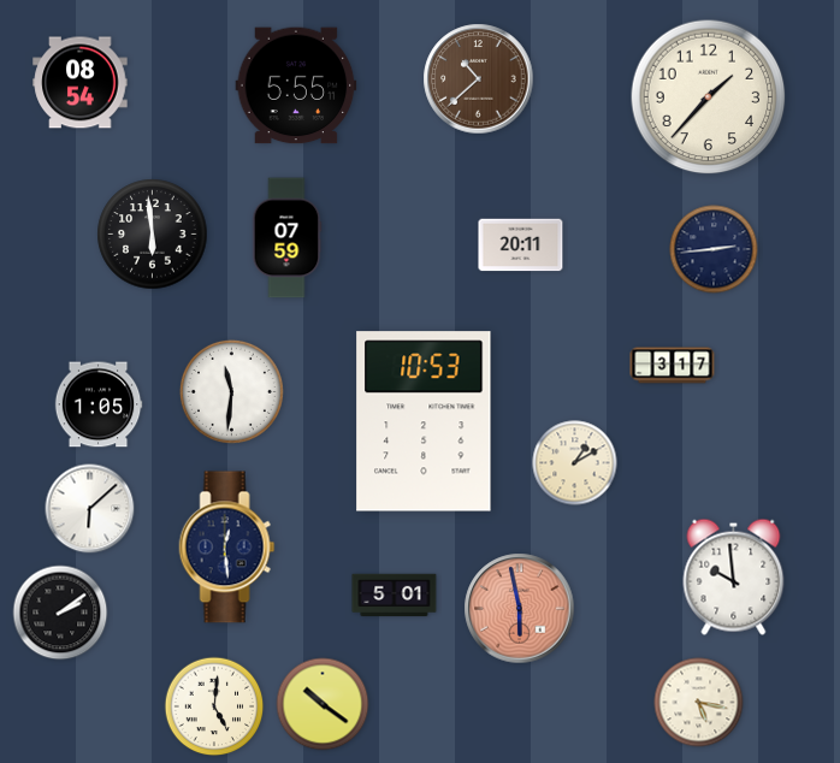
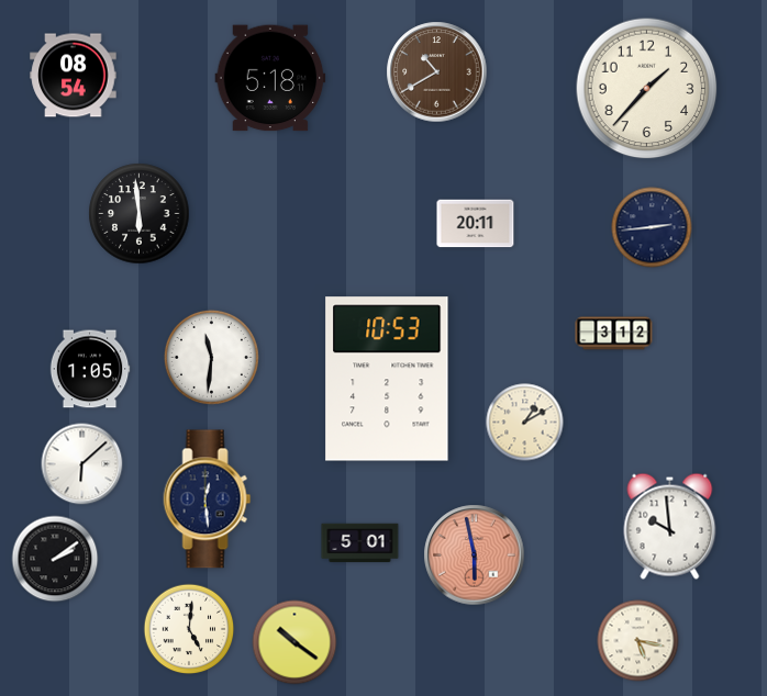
clock at (479, 79): 10:38 -> 10:40
clock at (296, 85): 5:55 -> 5:18
clock at (286, 238): 07:59 -> none
clock at (673, 366): 3:17 -> 3:12
clock at (424, 421) position: (424, 421) -> (387, 379)
clock at (214, 706) position: (214, 706) -> (189, 629)
